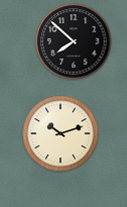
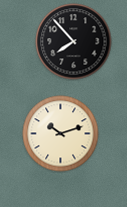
clock at (74, 42): 7:52 -> 7:53
